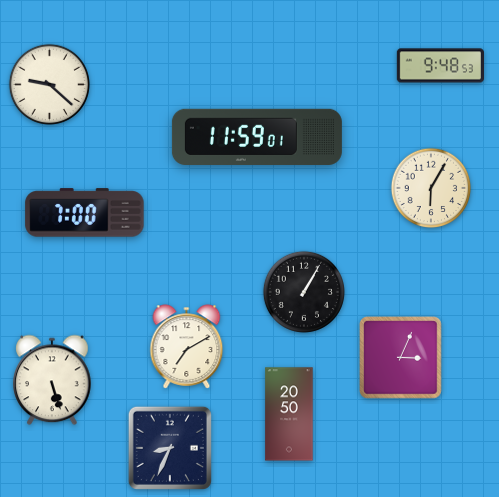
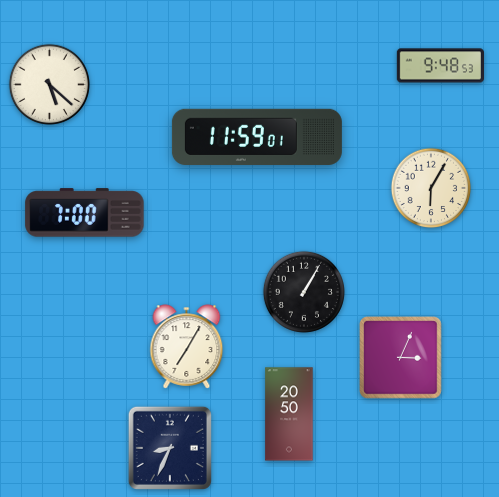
clock at (49, 84): 9:22 -> 5:22
clock at (187, 347): 7:10 -> 7:05
clock at (52, 380): 5:27 -> none
